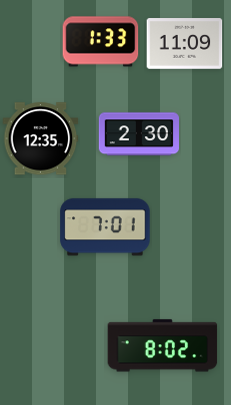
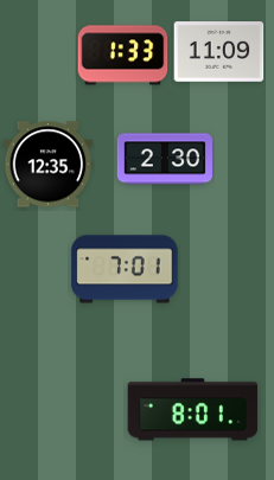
clock at (101, 42) position: (101, 42) -> (123, 56)
clock at (163, 346): 8:02 -> 8:01
